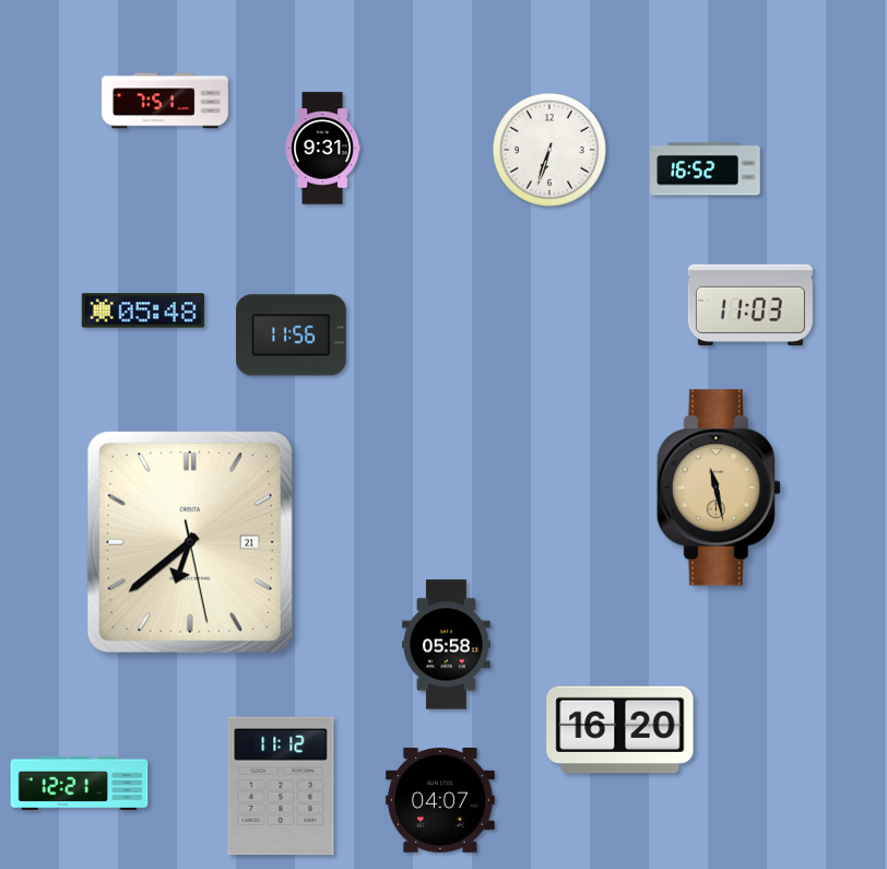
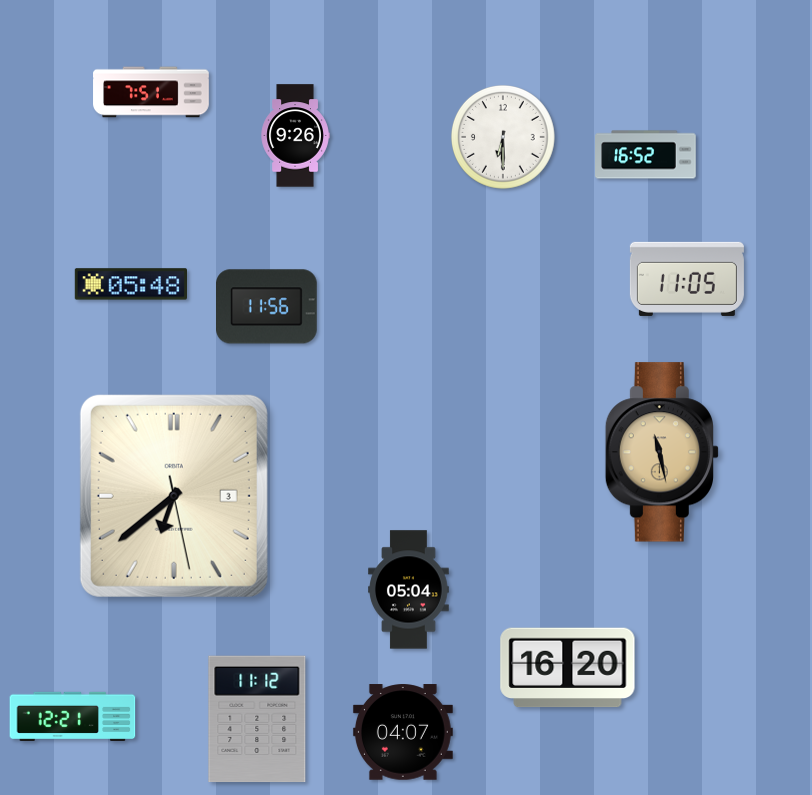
clock at (322, 149): 9:31 -> 9:26
clock at (549, 150): 6:33 -> 6:30
clock at (750, 305): 11:03 -> 11:05
clock at (718, 488) position: (718, 488) -> (661, 452)
clock at (190, 542) date: 21 -> 3
clock at (447, 645): 05:58 -> 05:04
